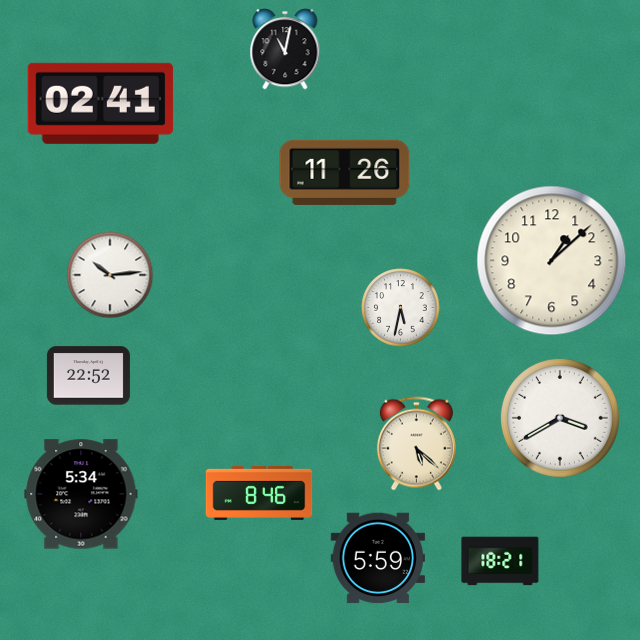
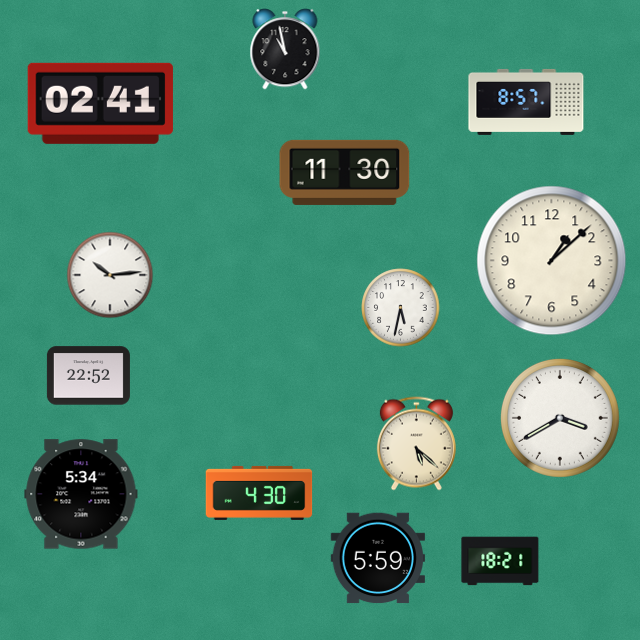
clock at (285, 49): 11:02 -> 10:58
clock at (526, 102): none -> 8:57
clock at (345, 172): 11:26 -> 11:30
clock at (259, 493): 8:46 -> 4:30
